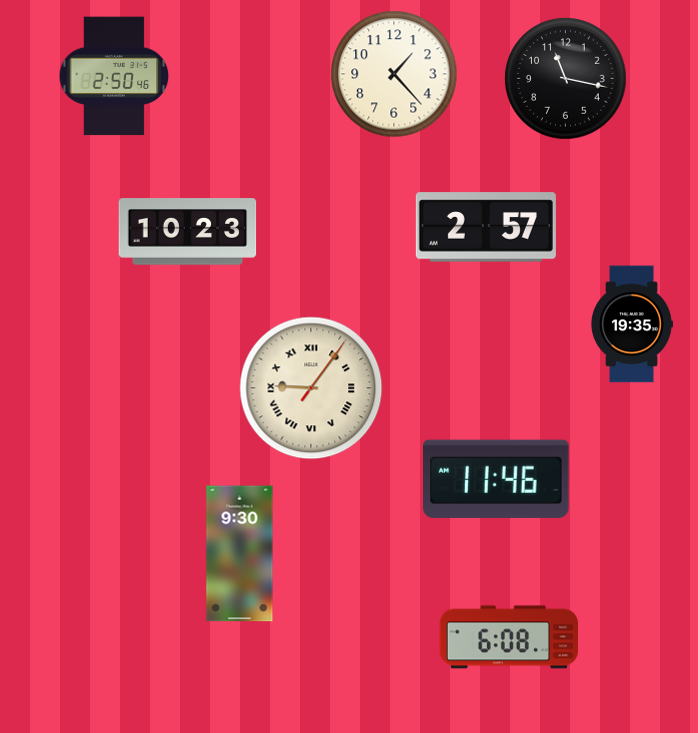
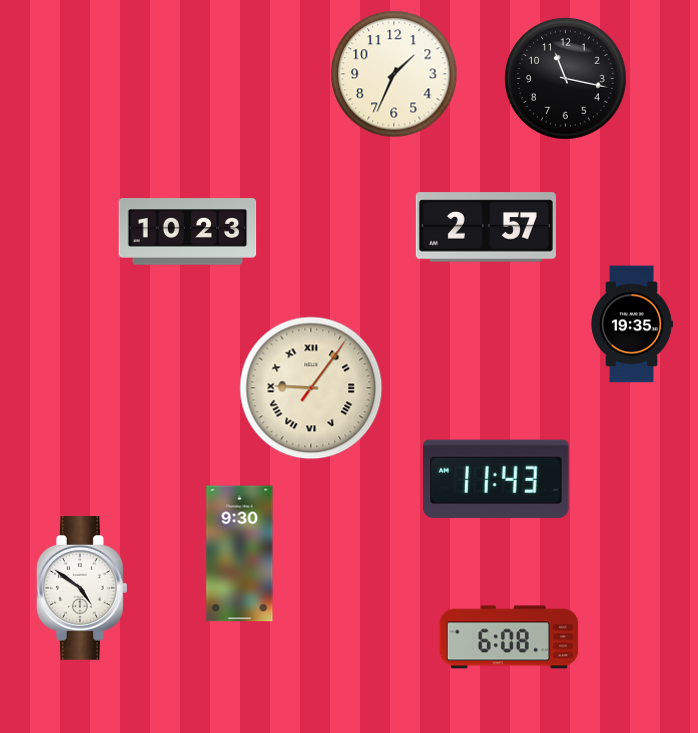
clock at (394, 74): 1:23 -> 1:34
clock at (114, 76): 2:50 -> none
clock at (496, 478): 11:46 -> 11:43
clock at (82, 589): none -> 4:51
